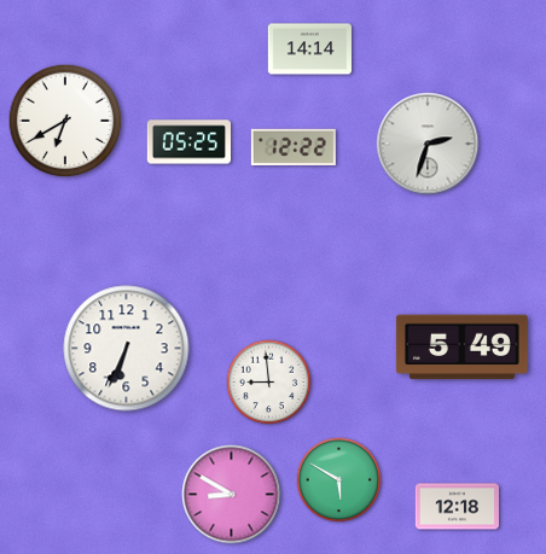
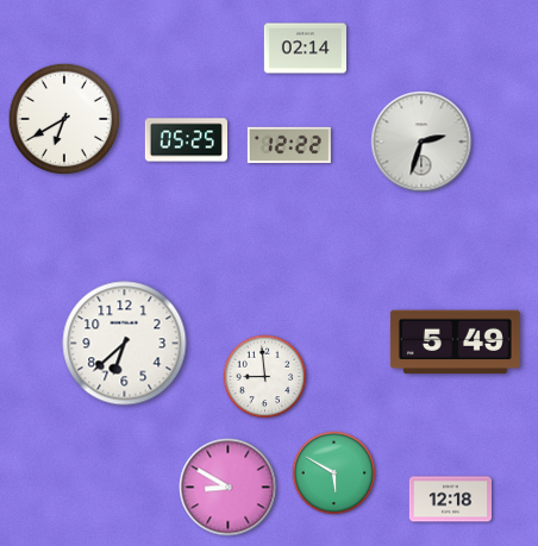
clock at (309, 49): 14:14 -> 02:14
clock at (127, 349): 6:34 -> 6:38
